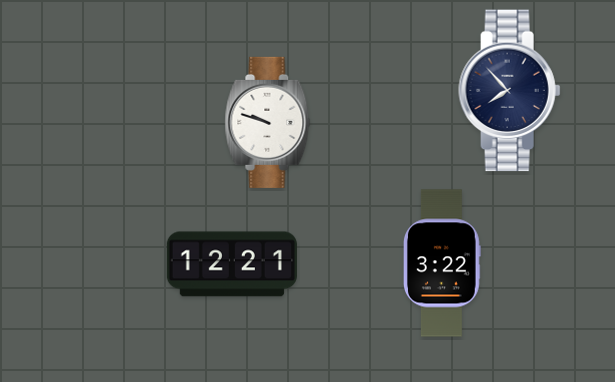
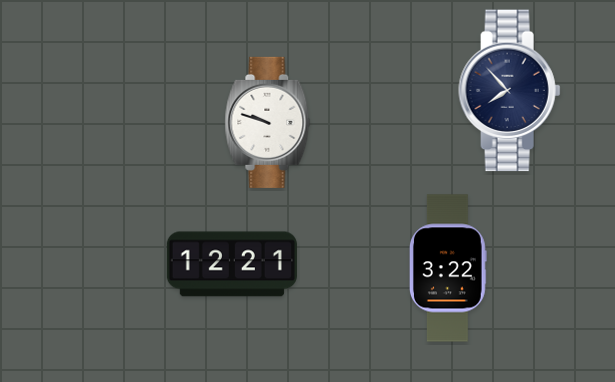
clock at (443, 263) position: (443, 263) -> (449, 268)
